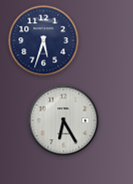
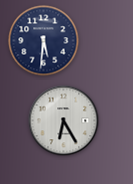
clock at (44, 41): 5:33 -> 5:31
